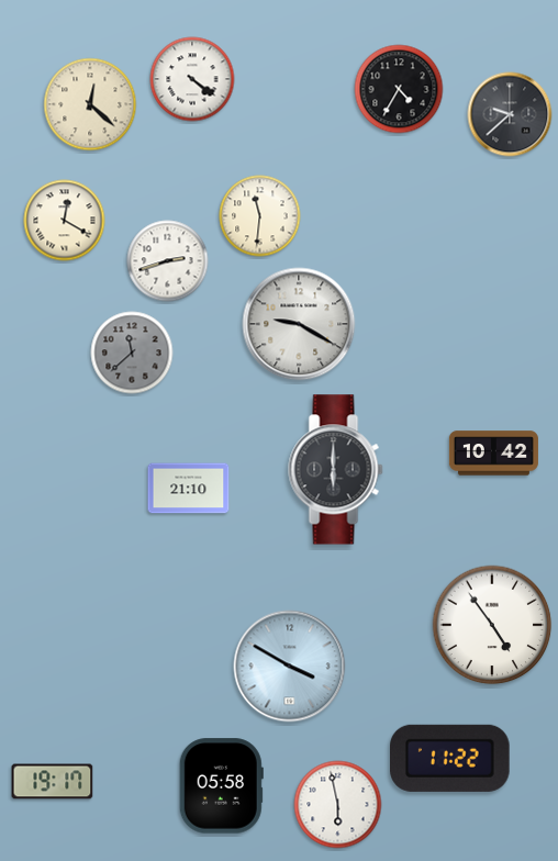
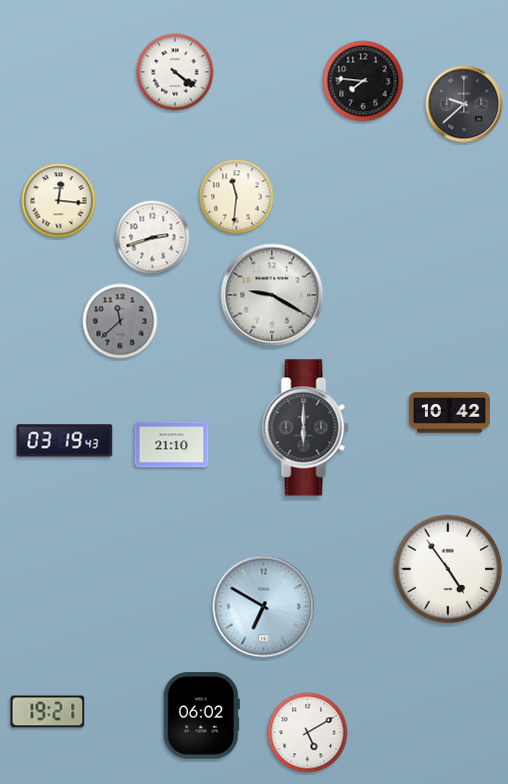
clock at (399, 89): 4:35 -> 7:46
clock at (90, 104): 12:22 -> none
clock at (65, 221): 12:20 -> 12:16
clock at (65, 441): none -> 03:19
clock at (290, 667): 3:50 -> 6:50
clock at (450, 758): 11:22 -> none
clock at (53, 782): 19:17 -> 19:21
clock at (221, 786): 05:58 -> 06:02
clock at (338, 805): 5:58 -> 5:10
